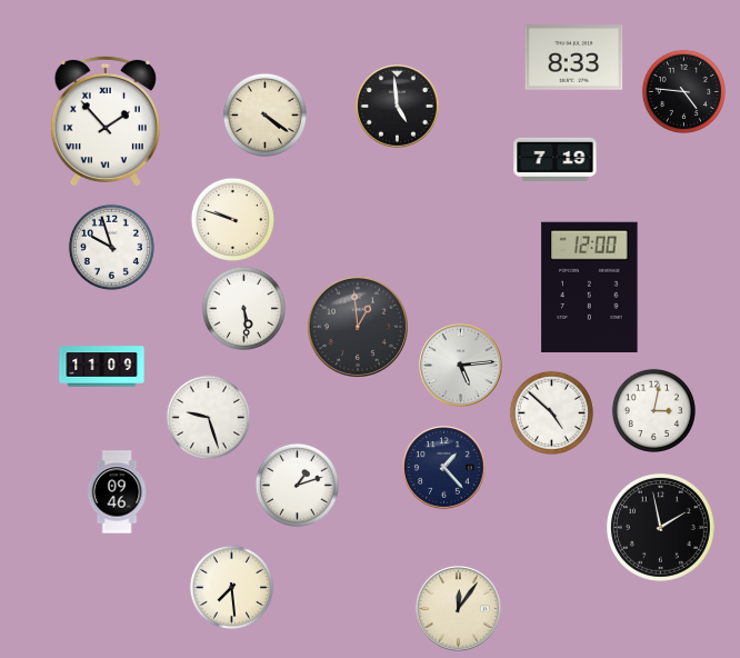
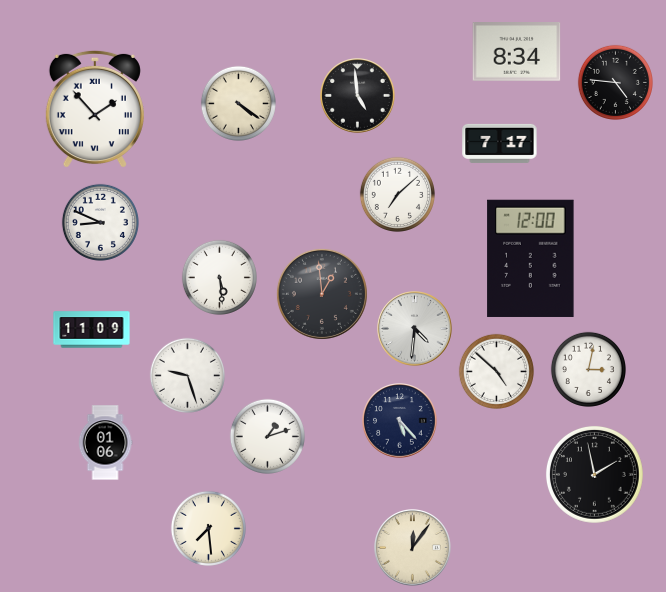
clock at (574, 58): 8:33 -> 8:34
clock at (556, 159): 7:19 -> 7:17
clock at (397, 194): none -> 7:08
clock at (232, 219): 9:48 -> none
clock at (111, 247): 9:57 -> 8:49
clock at (461, 366): 5:14 -> 4:31
clock at (444, 468): 1:23 -> 5:23
clock at (117, 492): 09:46 -> 01:06
